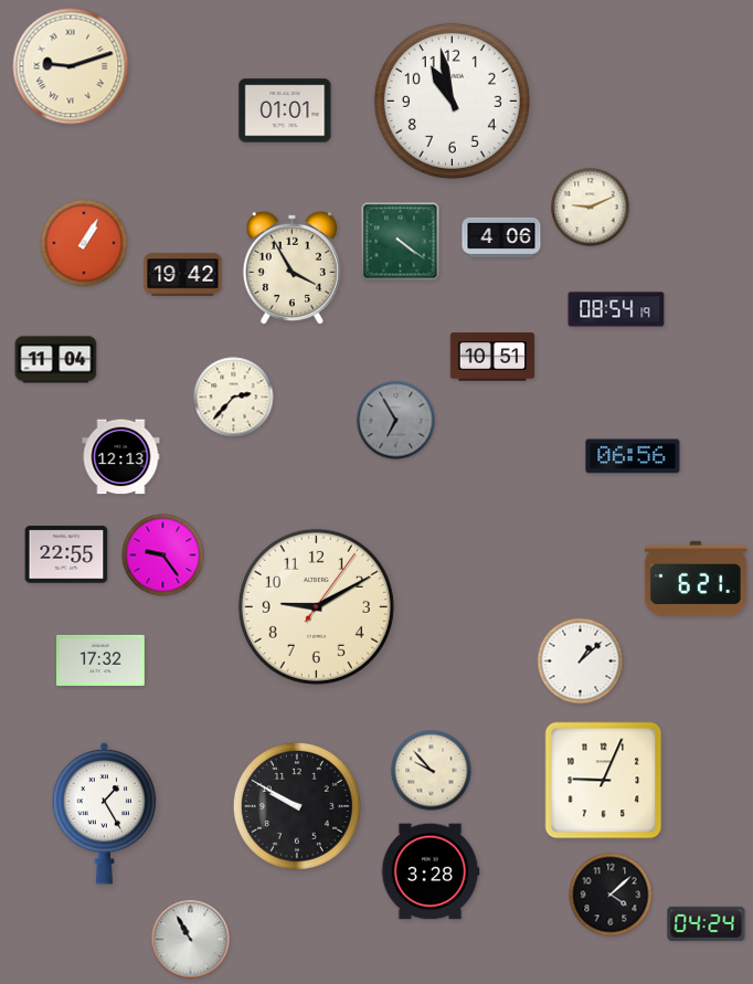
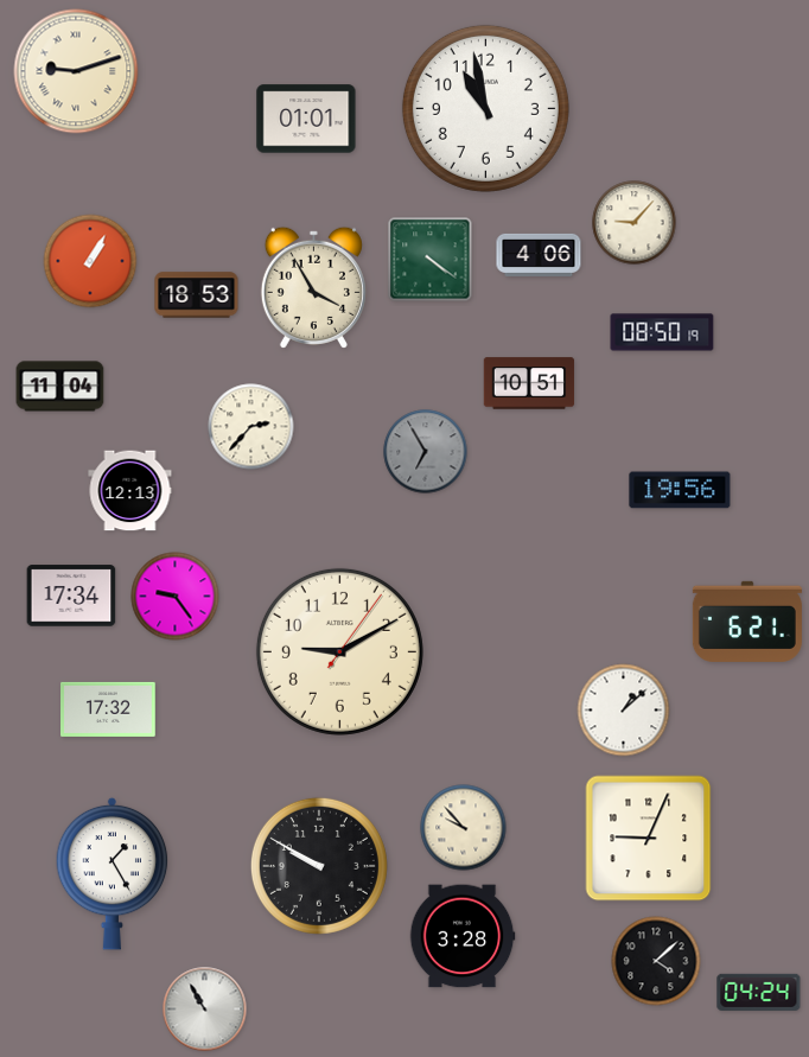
clock at (591, 208): 9:11 -> 9:07
clock at (183, 275): 19:42 -> 18:53
clock at (616, 309): 08:54 -> 08:50
clock at (633, 456): 06:56 -> 19:56
clock at (66, 554): 22:55 -> 17:34
